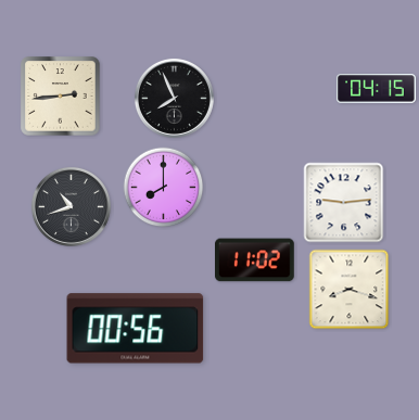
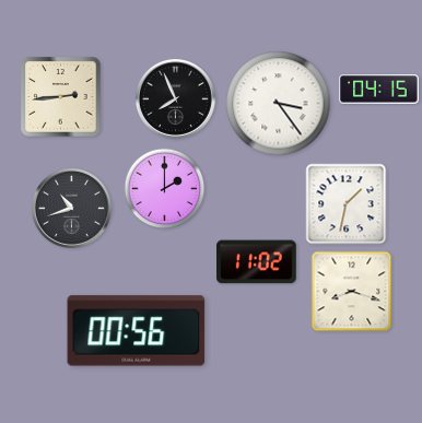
clock at (279, 104): none -> 3:24
clock at (164, 188): 8:00 -> 2:00
clock at (344, 203): 9:14 -> 1:32
